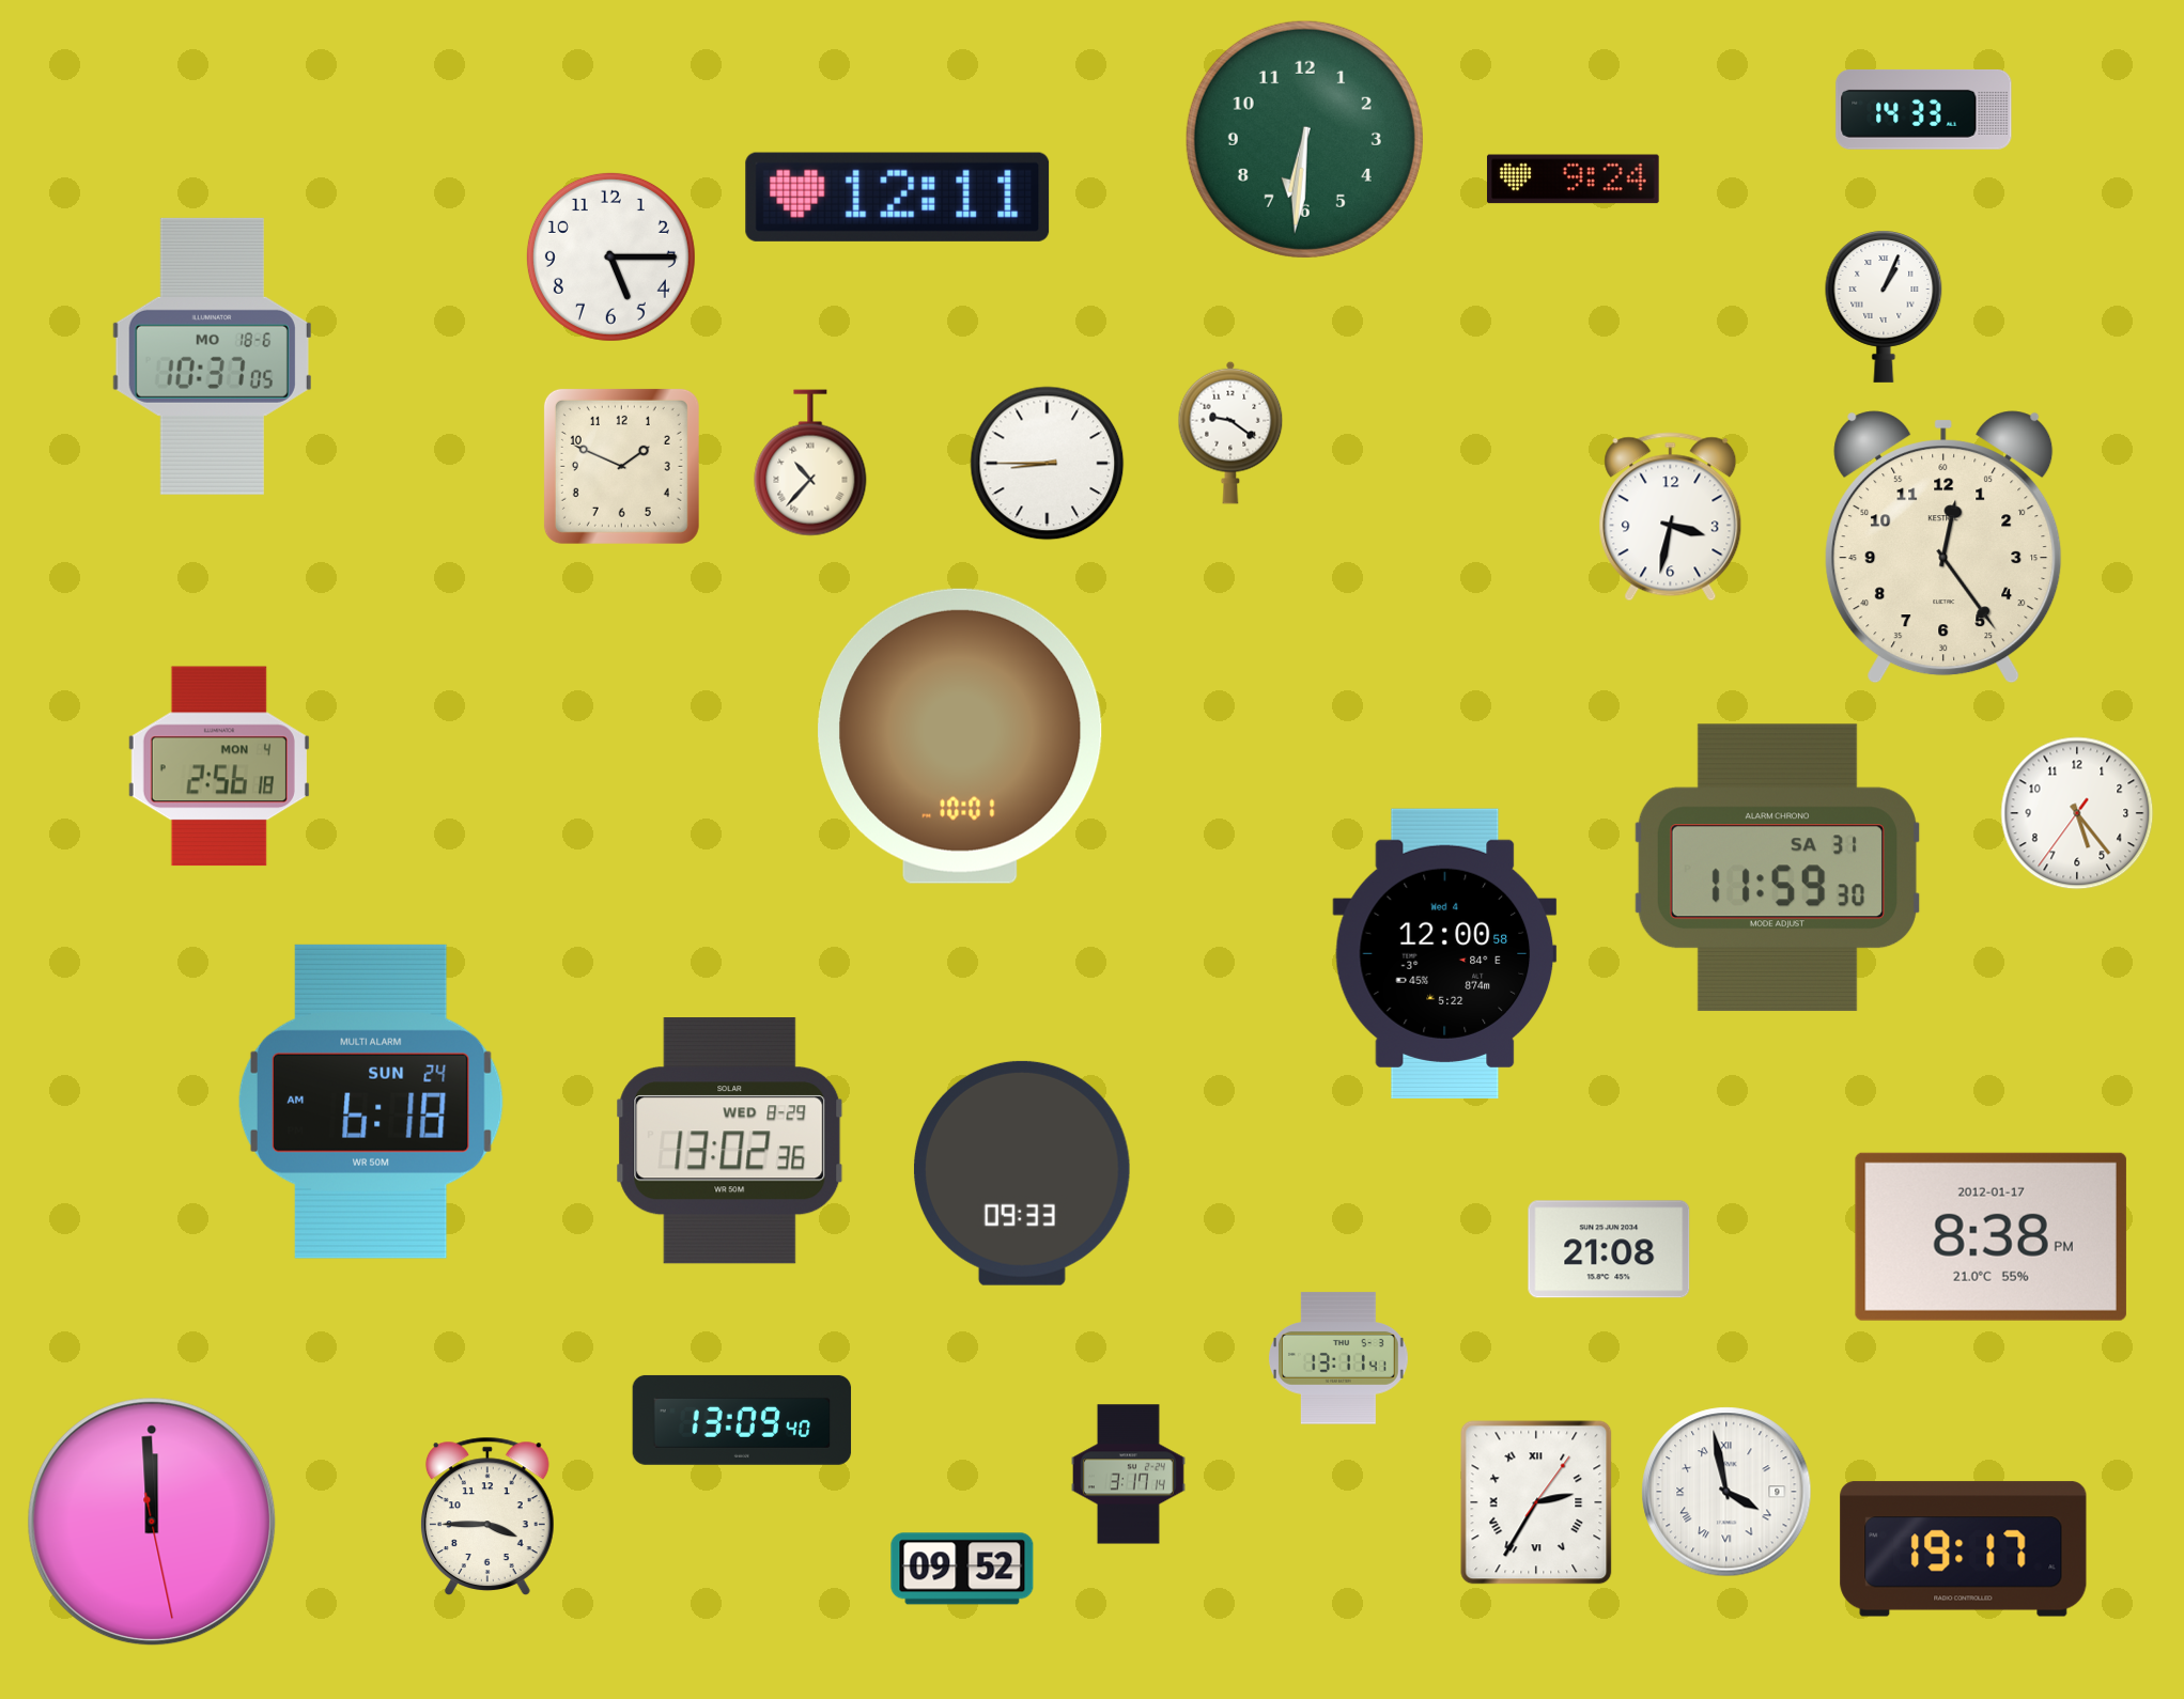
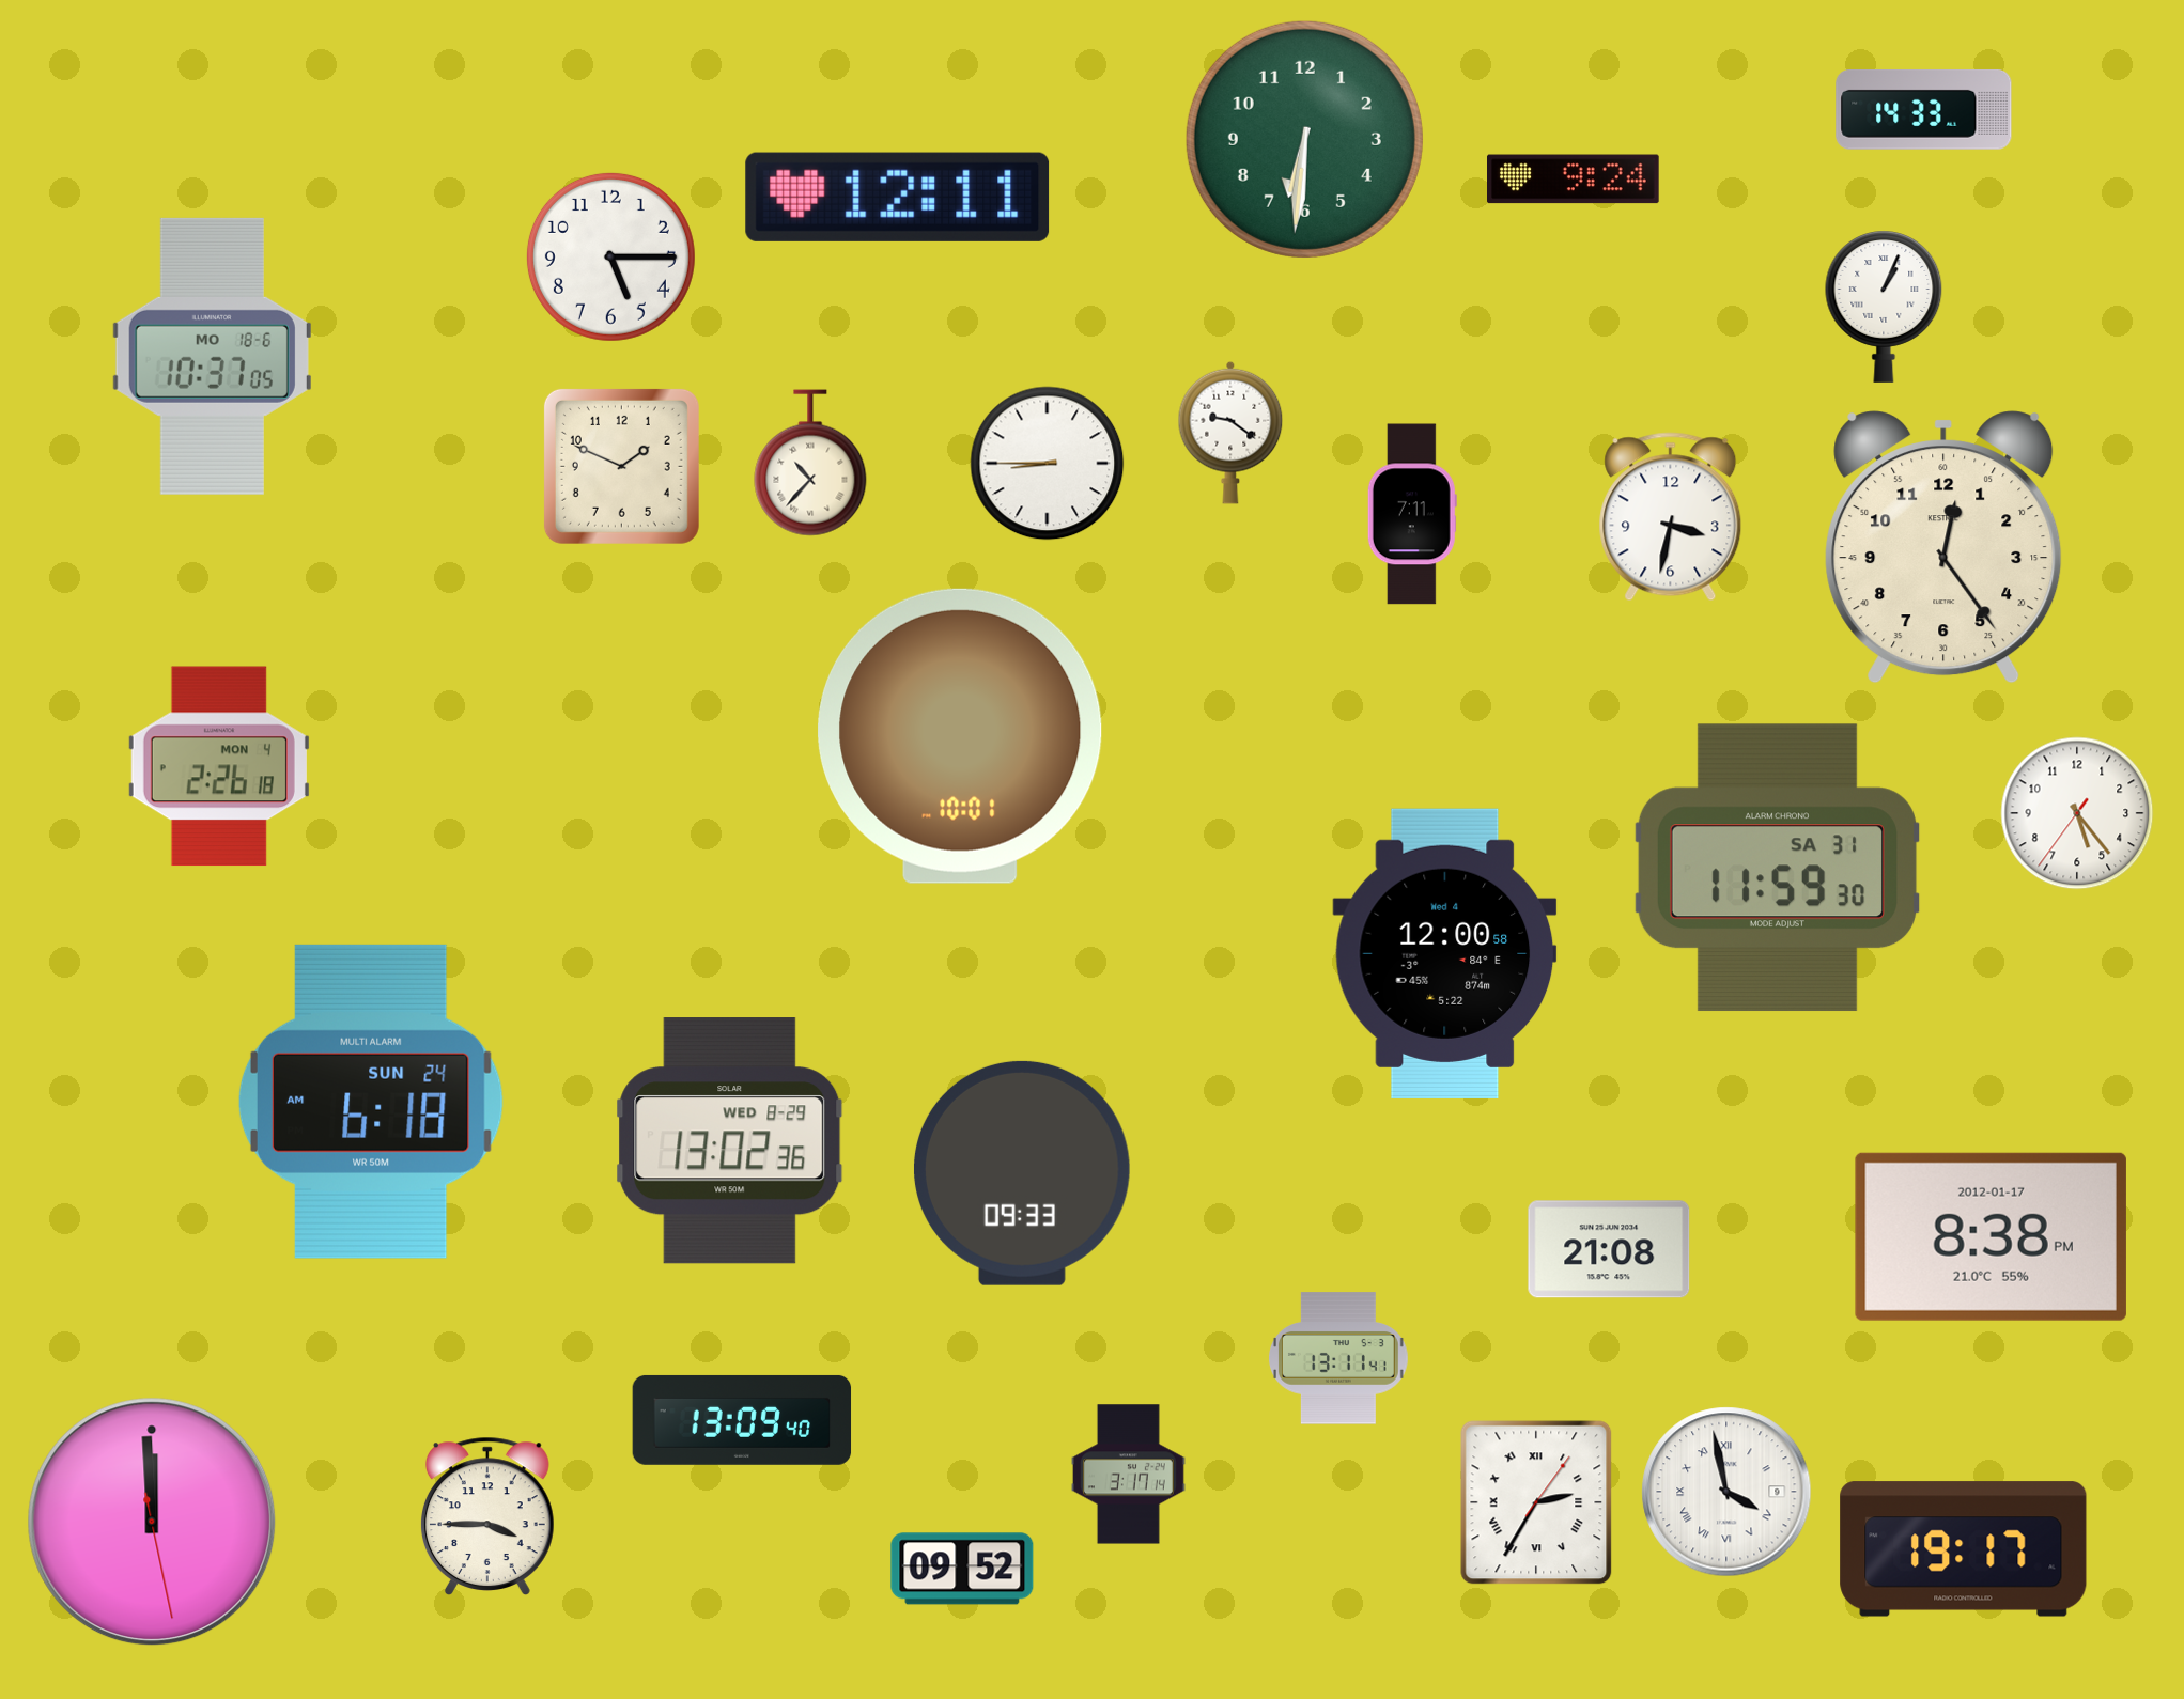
clock at (1412, 514): none -> 7:11
clock at (219, 766): 2:56 -> 2:26
